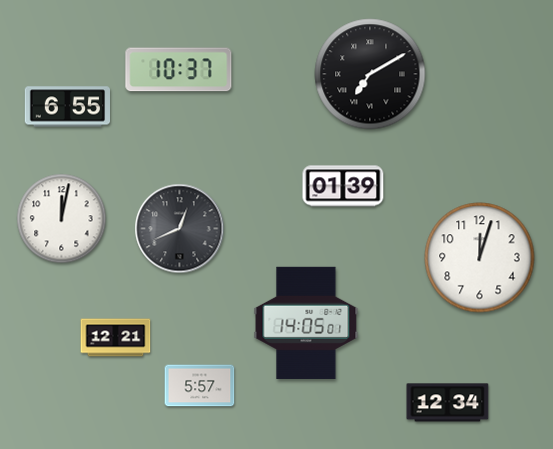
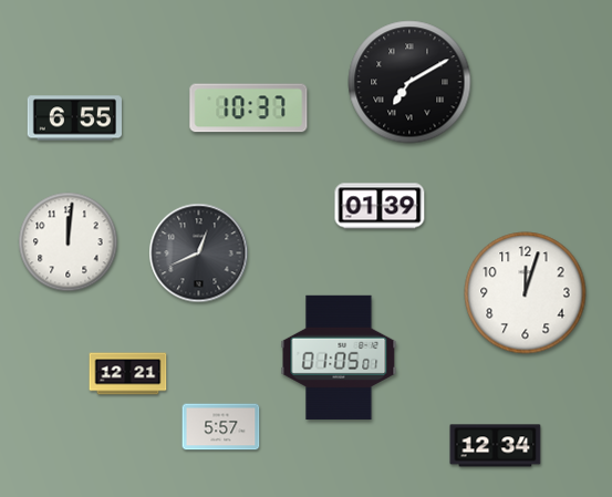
clock at (179, 70) position: (179, 70) -> (249, 108)
clock at (62, 219): 12:02 -> 12:01
clock at (480, 258) position: (480, 258) -> (526, 293)
clock at (306, 323): 14:05 -> 01:05
